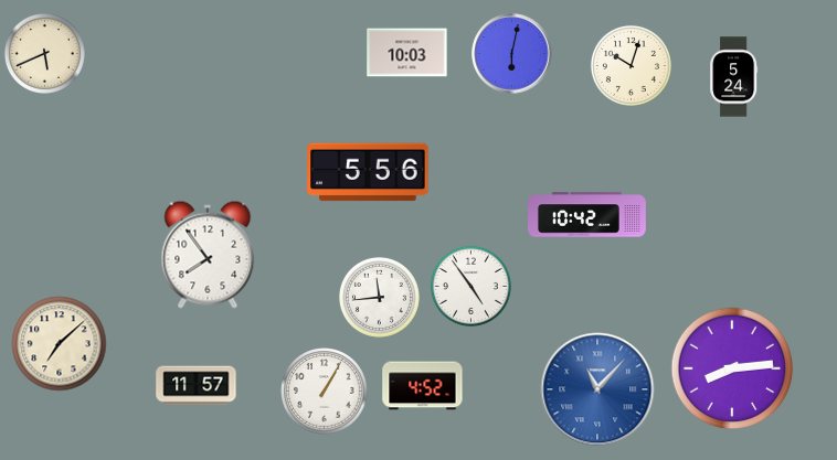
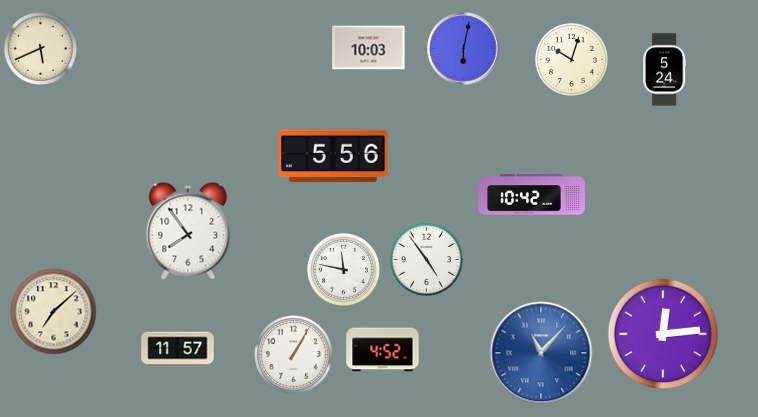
clock at (379, 297): 11:44 -> 11:47
clock at (732, 368): 8:14 -> 12:14
